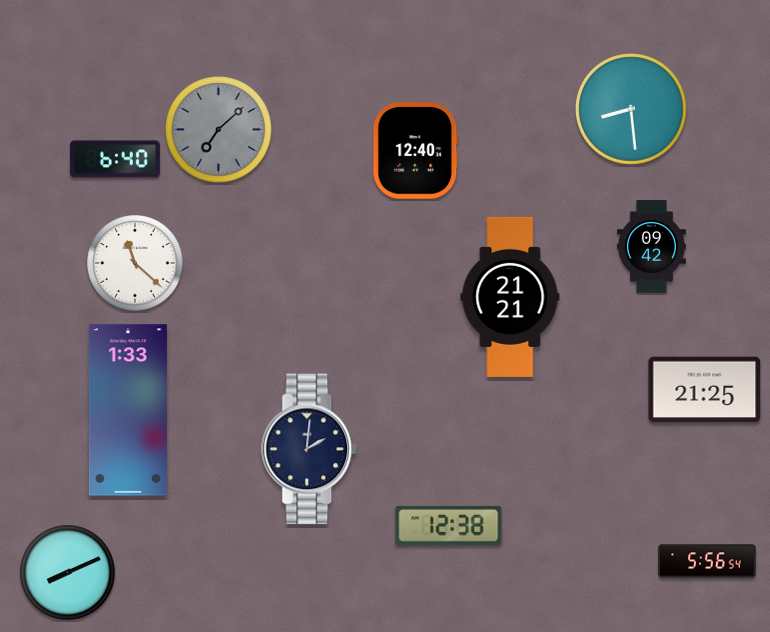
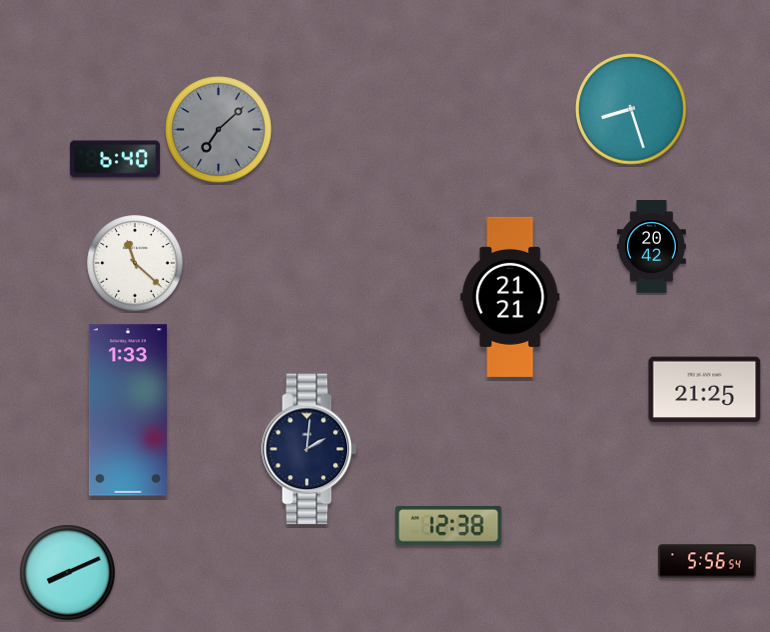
clock at (631, 109): 8:29 -> 8:27
clock at (416, 151): 12:40 -> none
clock at (651, 247): 09:42 -> 20:42
